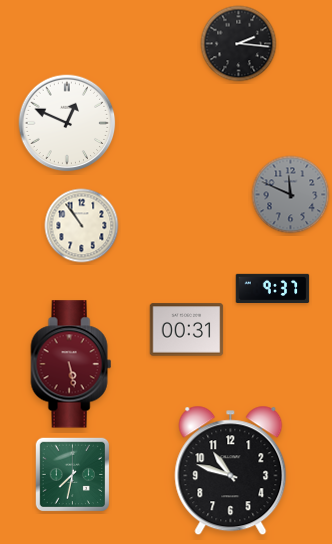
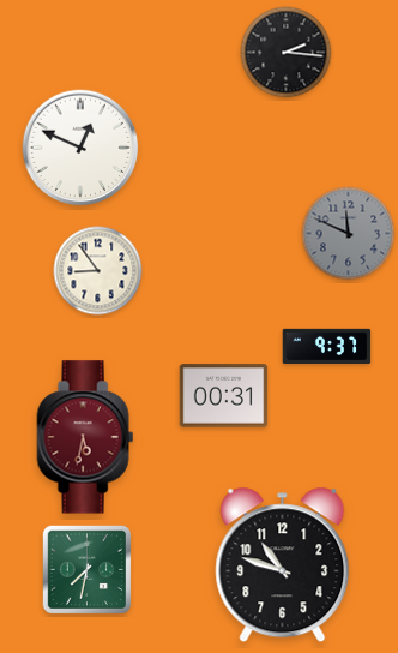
clock at (82, 226): 10:54 -> 8:54
clock at (71, 364): 5:28 -> 5:32
clock at (231, 471) position: (231, 471) -> (283, 565)
